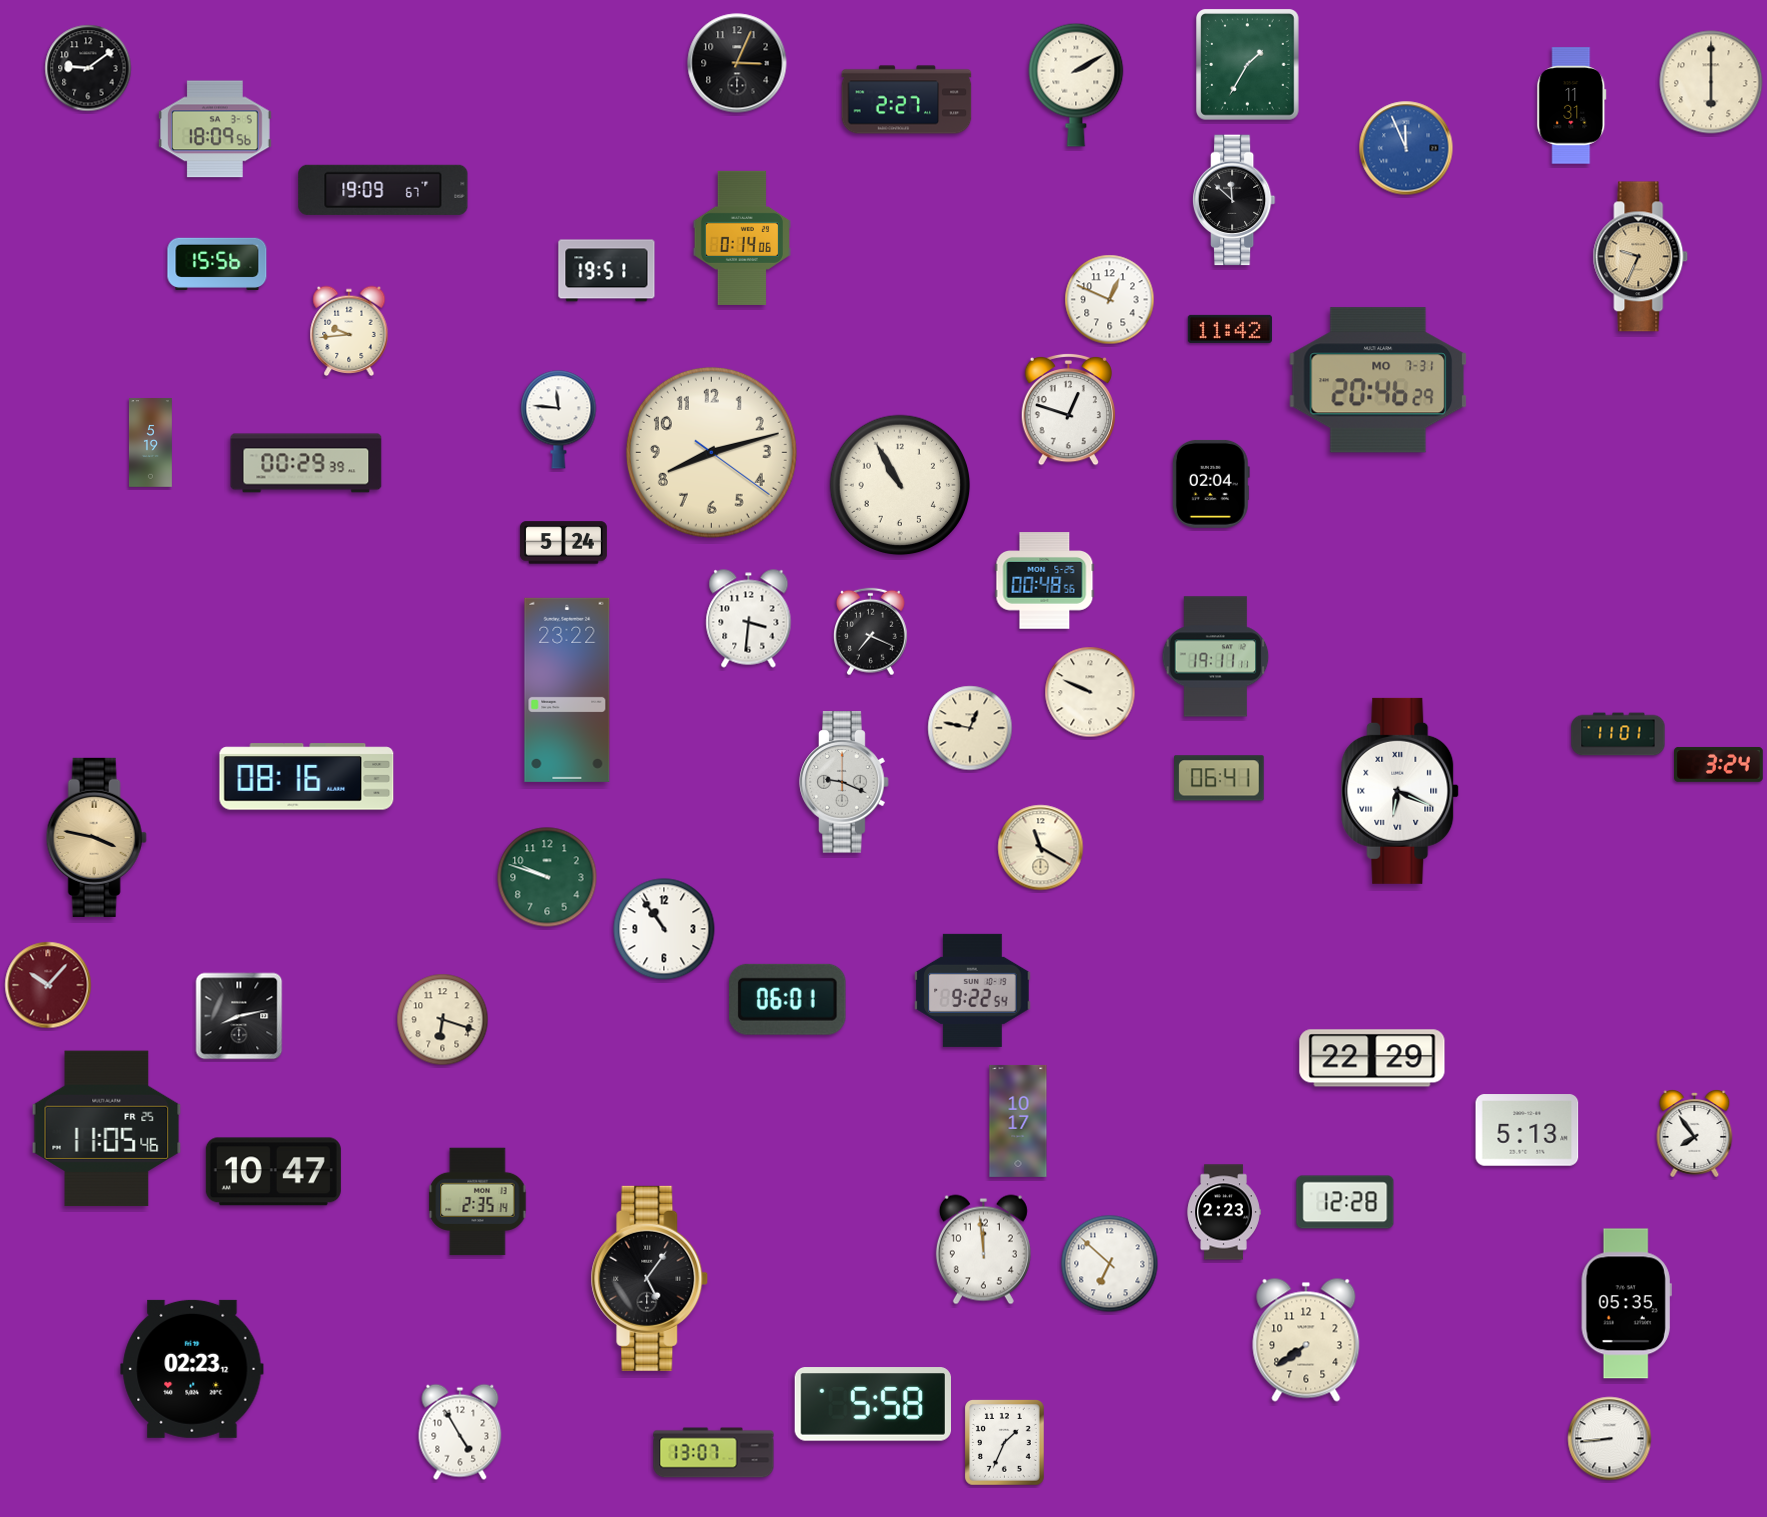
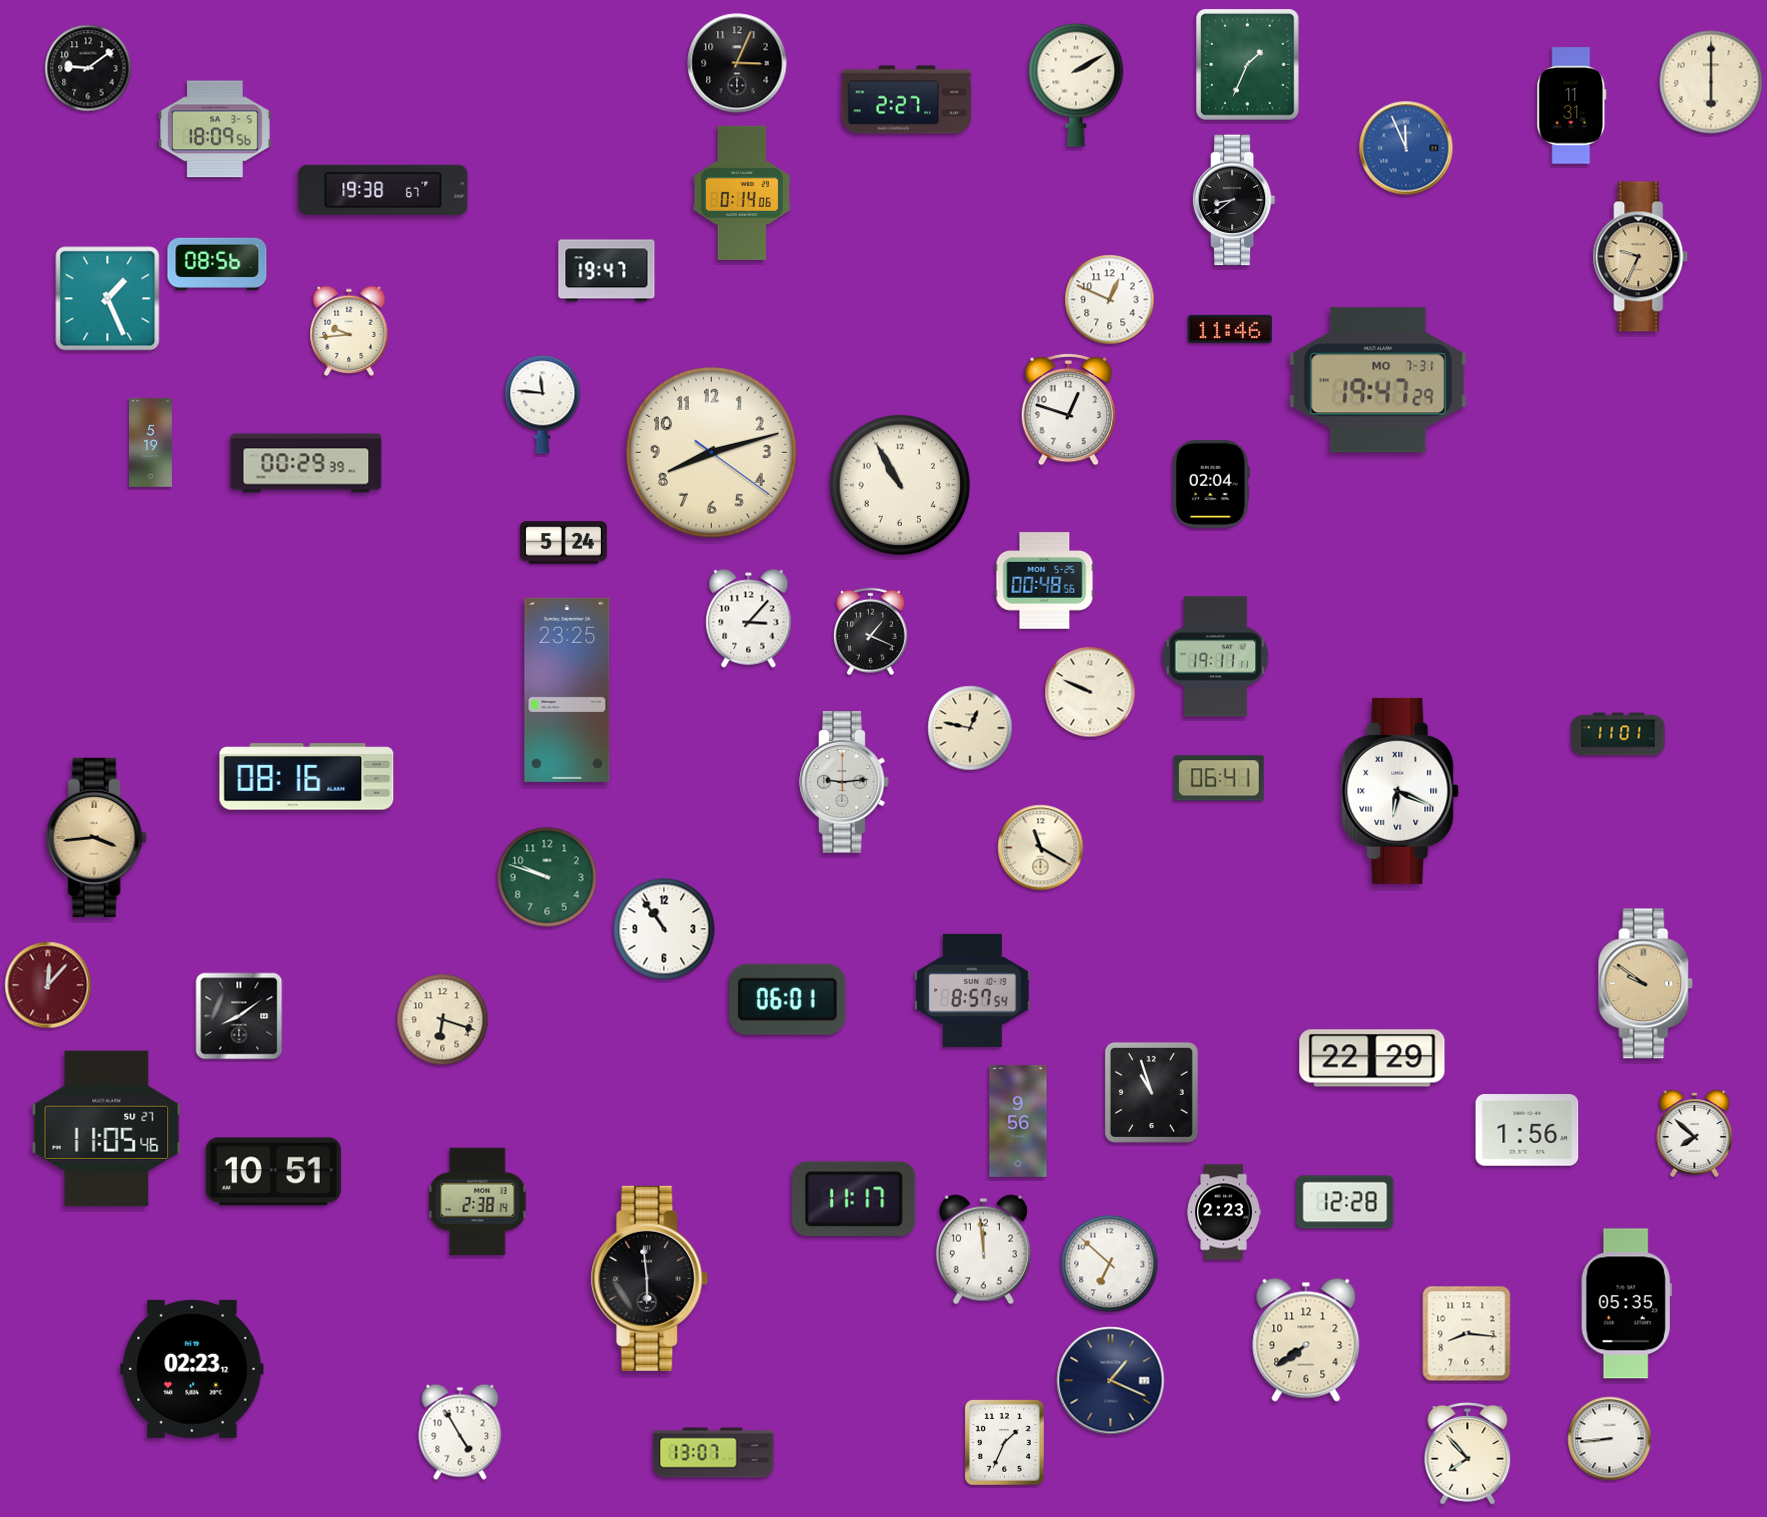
clock at (1248, 65): 1:35 -> 1:34
clock at (383, 190): 19:09 -> 19:38
clock at (1234, 200): 11:52 -> 8:39
clock at (742, 238) position: (742, 238) -> (742, 193)
clock at (217, 264): 15:56 -> 08:56
clock at (607, 271): 19:51 -> 19:47
clock at (108, 299): none -> 1:26
clock at (1229, 329): 11:42 -> 11:46
clock at (1378, 380): 20:46 -> 19:47
clock at (559, 420) position: (559, 420) -> (543, 405)
clock at (749, 619): 3:31 -> 3:07
clock at (870, 632): 7:19 -> 1:19
clock at (567, 690): 23:22 -> 23:25
clock at (1719, 764): 3:24 -> none
clock at (844, 782): 9:19 -> 9:14
clock at (96, 837): 3:47 -> 3:44
clock at (1646, 984): none -> 9:51
clock at (48, 985): 10:07 -> 12:07
clock at (973, 990): 9:22 -> 8:57
clock at (239, 1016): 8:13 -> 8:09
clock at (1151, 1092): none -> 10:57
clock at (1018, 1121): 10:17 -> 9:56
clock at (107, 1129) date: FR 25 -> SU 27
clock at (1527, 1130): 5:13 -> 1:56
clock at (1695, 1134): 7:54 -> 7:52
clock at (273, 1172): 10:47 -> 10:51
clock at (854, 1198): none -> 11:17
clock at (478, 1202): 2:35 -> 2:38
clock at (650, 1278): 5:06 -> 5:59
clock at (1467, 1334): none -> 8:16
clock at (1111, 1381): none -> 1:19
clock at (872, 1404): 5:58 -> none
clock at (1468, 1454): none -> 7:53
